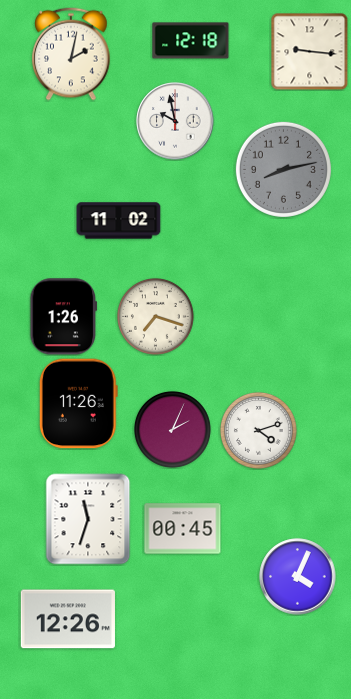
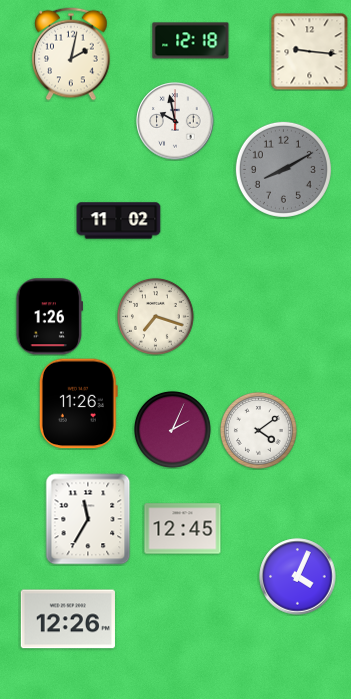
clock at (283, 169): 8:13 -> 8:10
clock at (64, 317) position: (64, 317) -> (50, 317)
clock at (259, 431): 4:12 -> 4:09
clock at (88, 519): 11:33 -> 11:35
clock at (183, 529): 00:45 -> 12:45
